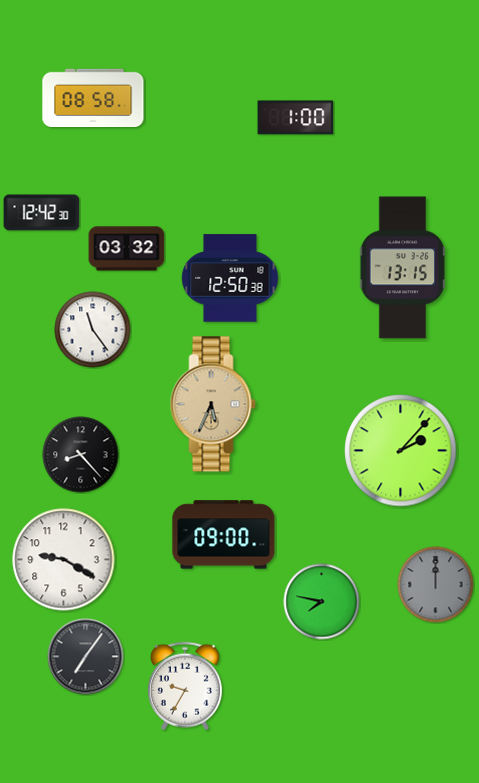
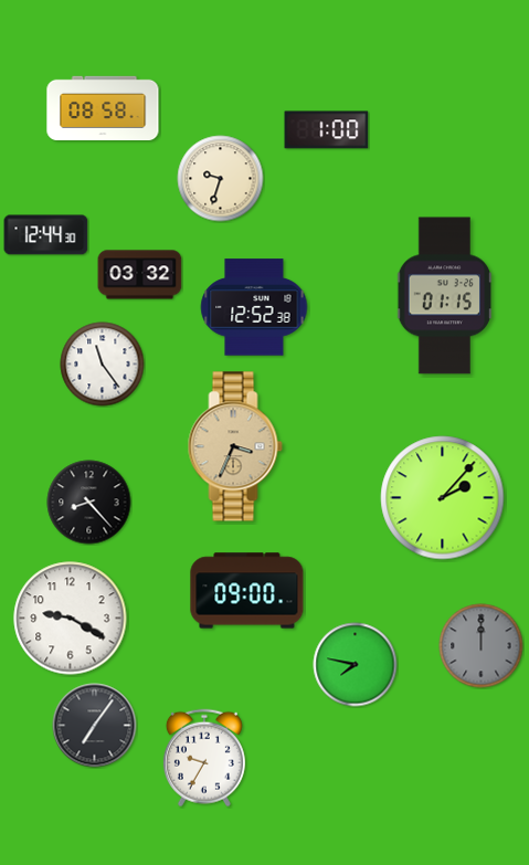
clock at (221, 179): none -> 9:33
clock at (42, 213): 12:42 -> 12:44
clock at (403, 268): 13:15 -> 01:15
clock at (230, 278): 12:50 -> 12:52
clock at (213, 404): 5:34 -> 3:34
